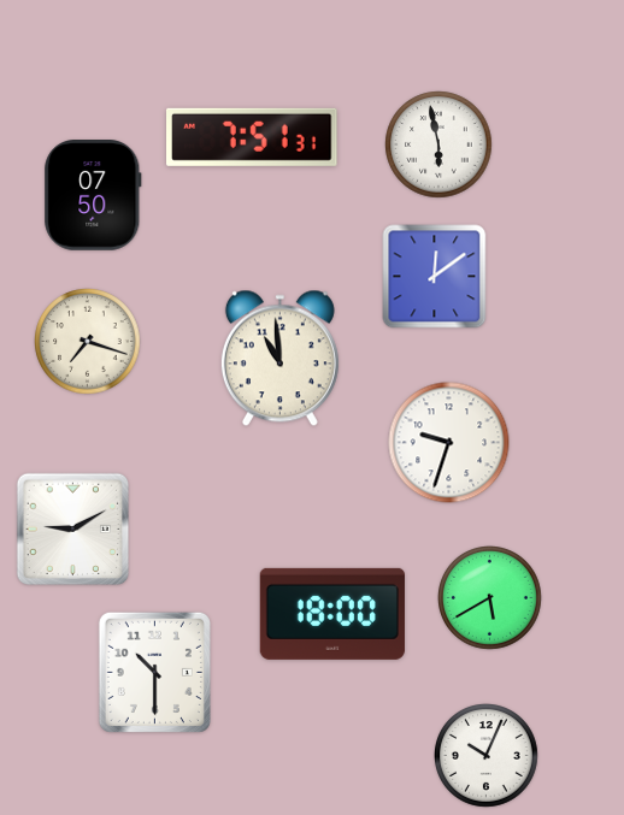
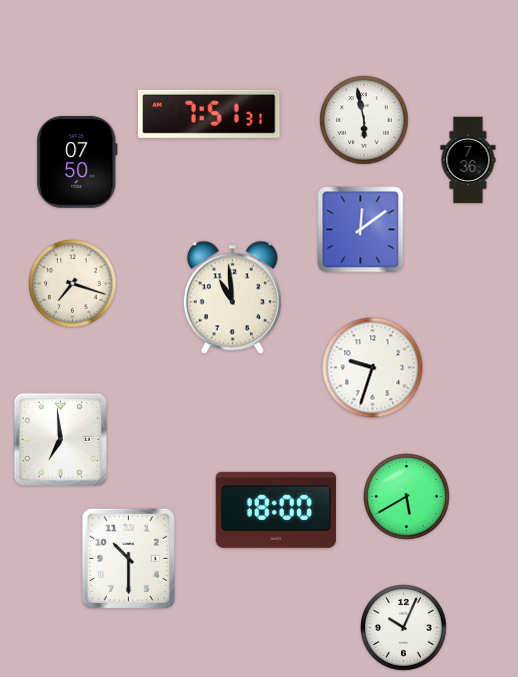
clock at (468, 160): none -> 7:36
clock at (73, 530): 9:10 -> 6:59
